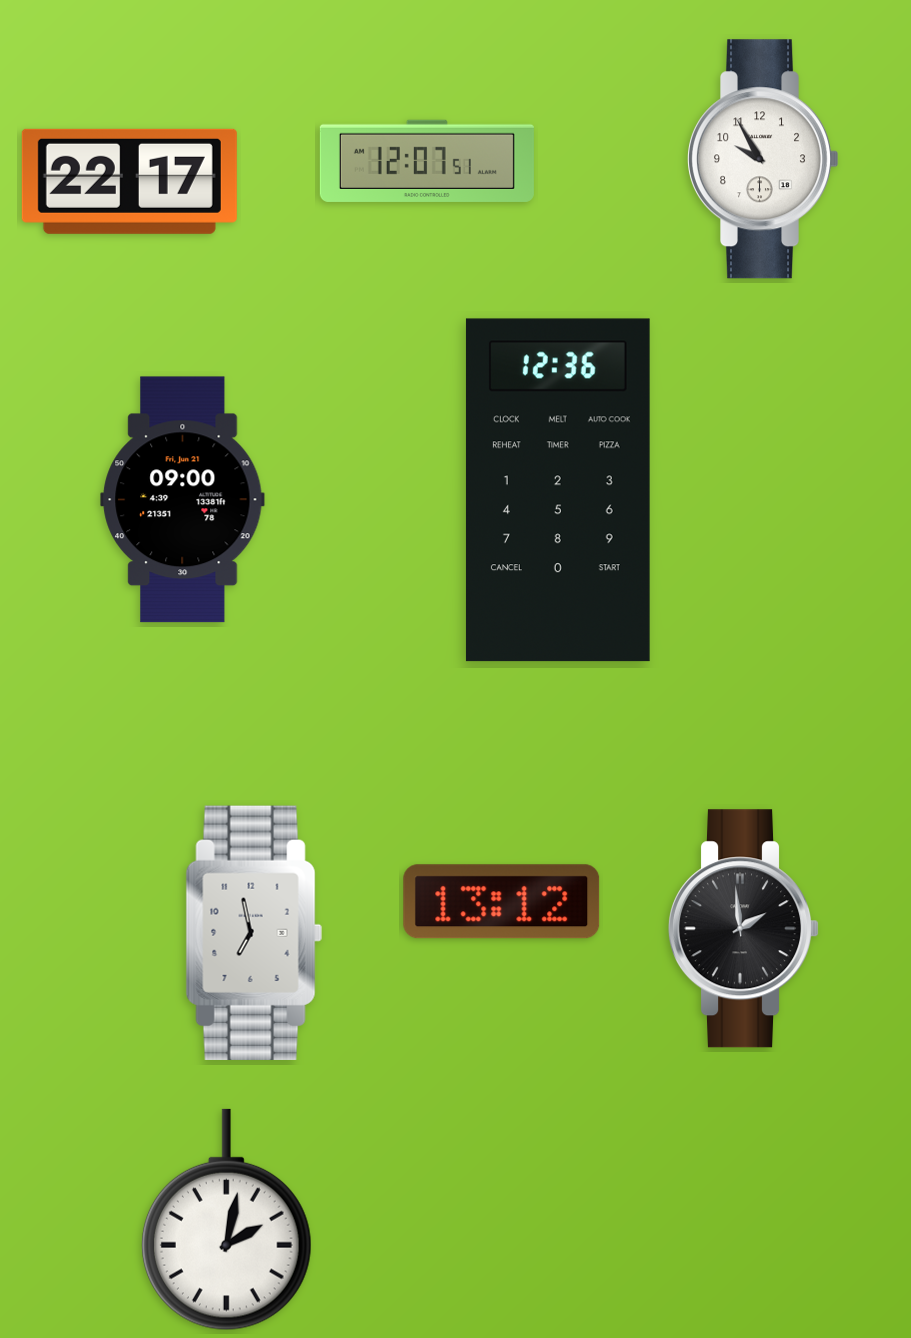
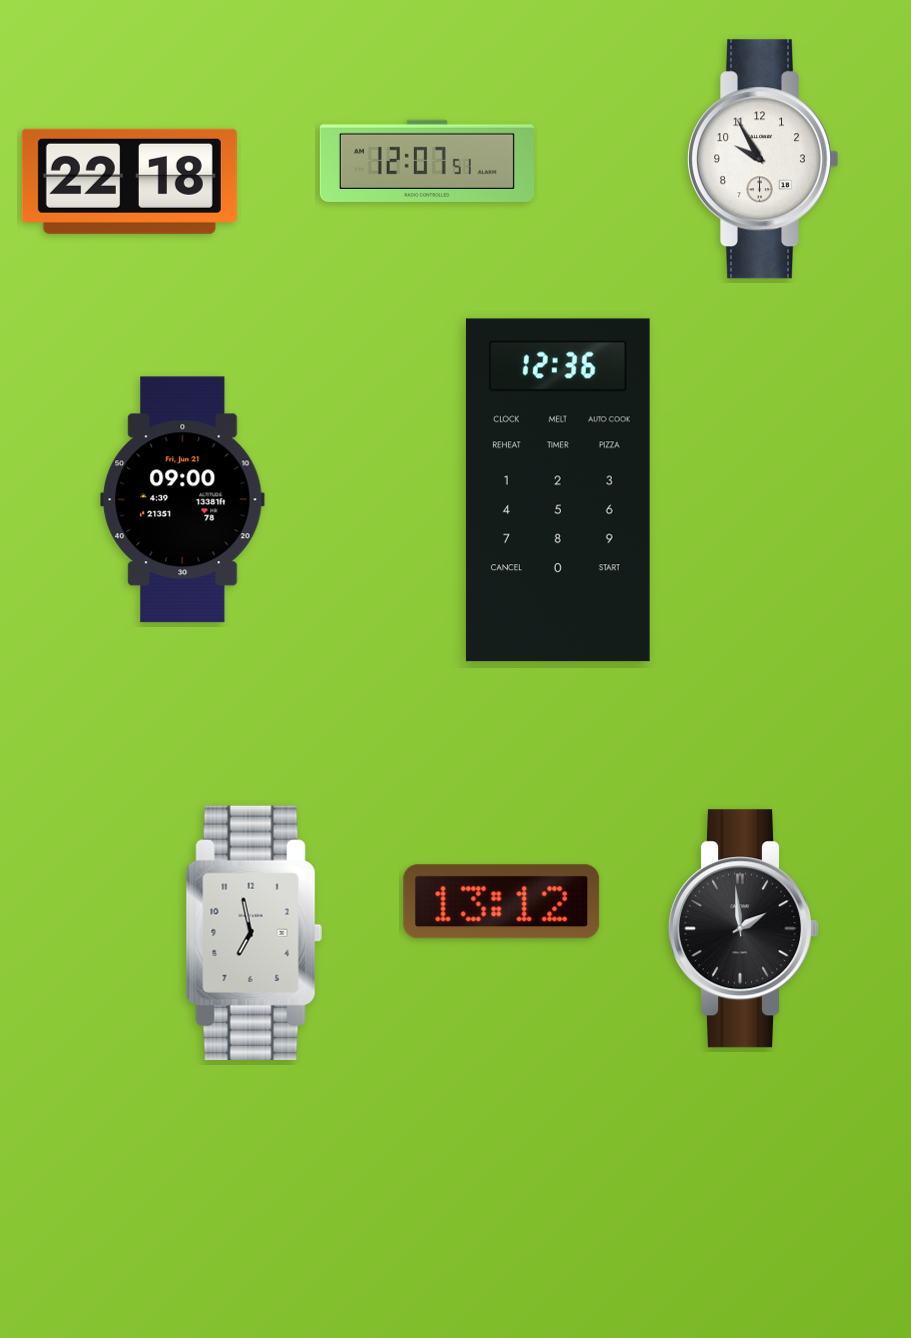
clock at (129, 181): 22:17 -> 22:18
clock at (226, 1220): 2:02 -> none
